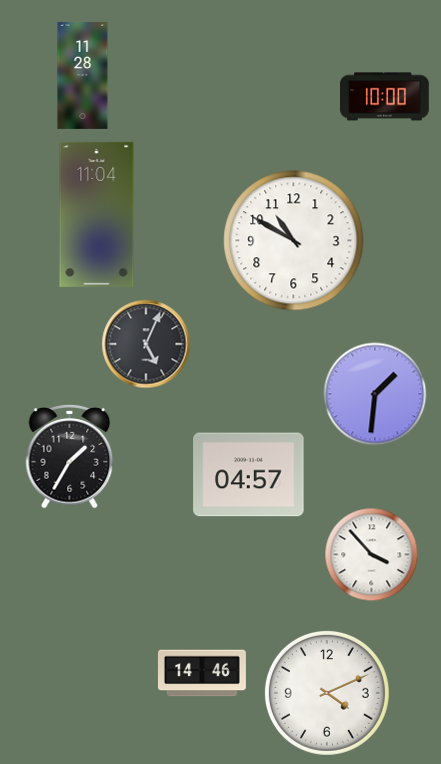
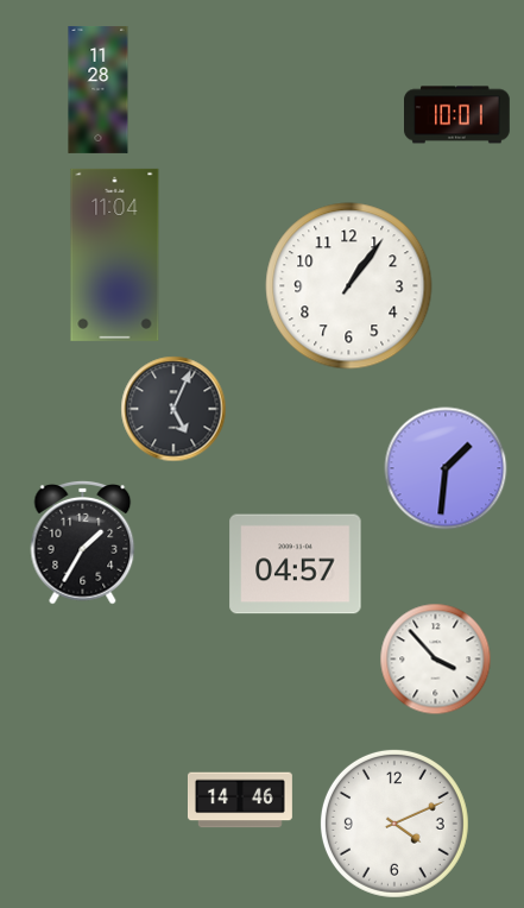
clock at (385, 97): 10:00 -> 10:01
clock at (294, 241): 10:50 -> 1:06
clock at (372, 555) position: (372, 555) -> (436, 660)
clock at (327, 693) position: (327, 693) -> (394, 824)
